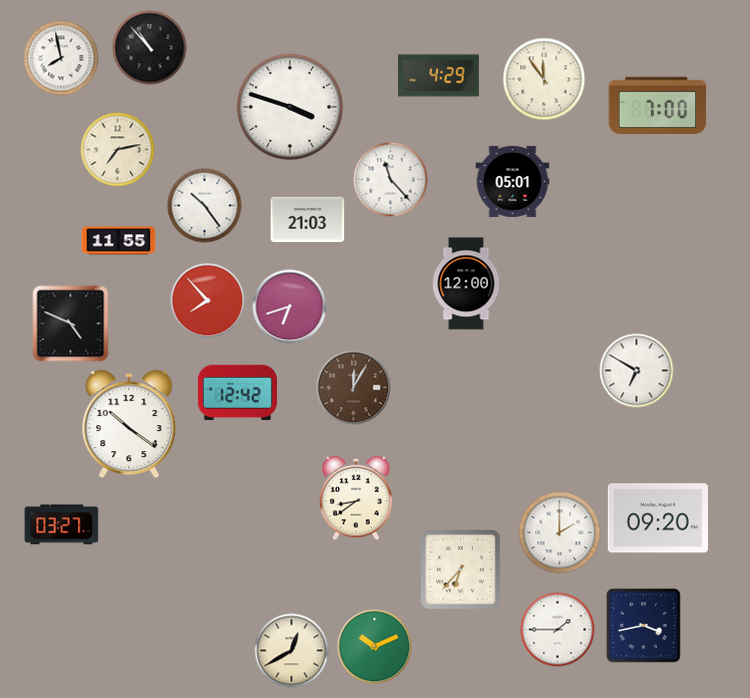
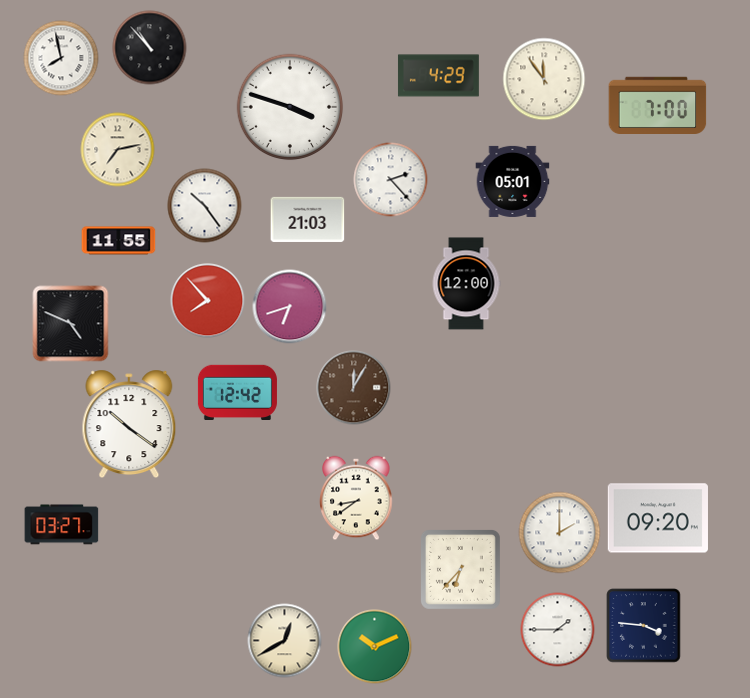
clock at (391, 180): 11:23 -> 2:23
clock at (637, 371): 6:50 -> none
clock at (644, 626): 3:43 -> 3:46
clock at (292, 651) position: (292, 651) -> (285, 641)
